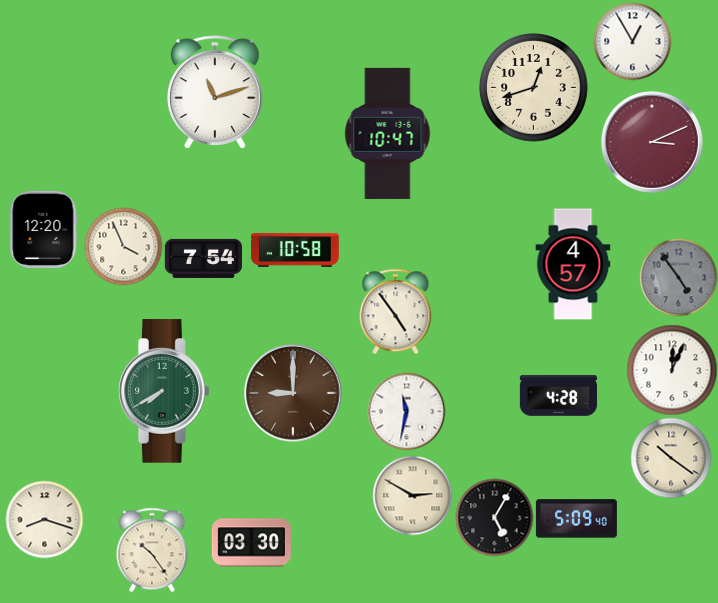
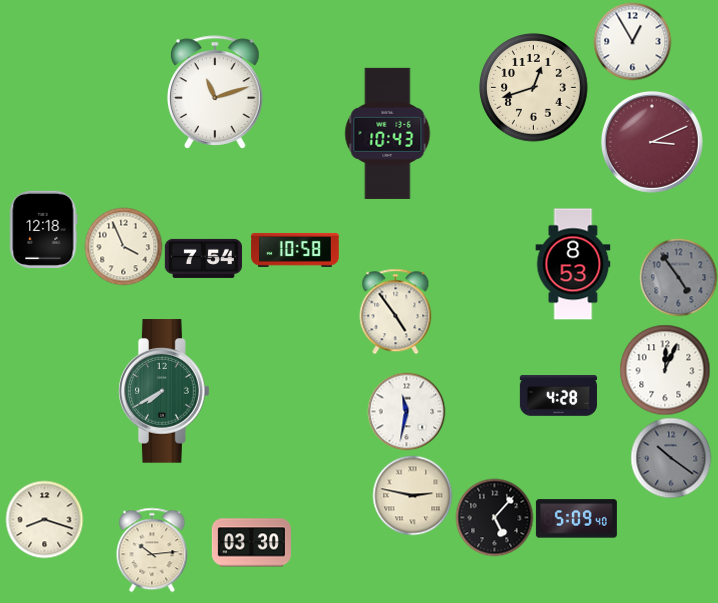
clock at (388, 133): 10:47 -> 10:43
clock at (44, 229): 12:20 -> 12:18
clock at (573, 264): 4:57 -> 8:53
clock at (672, 370) position: (672, 370) -> (665, 370)
clock at (293, 393): 9:00 -> none
clock at (671, 458) dial: cream -> grey
clock at (412, 495): 2:50 -> 2:47
clock at (494, 517): 5:05 -> 5:07
clock at (152, 550): 10:24 -> 10:14
